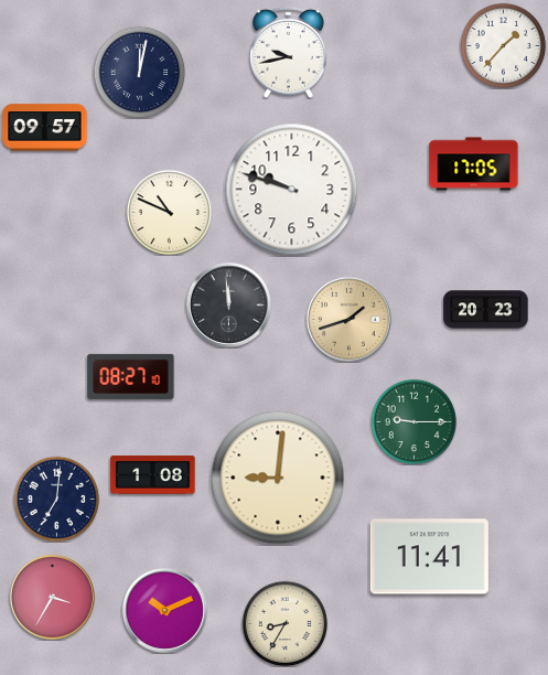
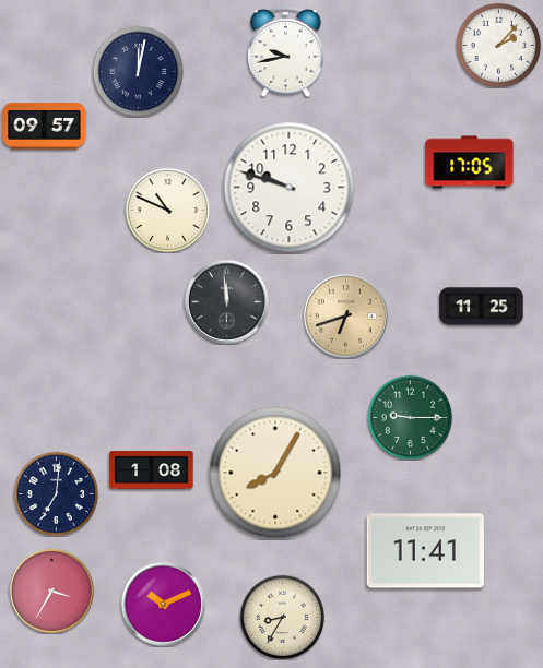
clock at (503, 45): 1:37 -> 2:07
clock at (486, 310): 20:23 -> 11:25
clock at (348, 319): 1:42 -> 6:42
clock at (131, 376): 08:27 -> none
clock at (278, 478): 9:01 -> 8:05
